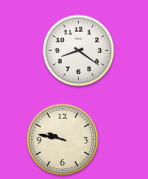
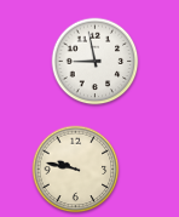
clock at (79, 51): 8:21 -> 8:58
